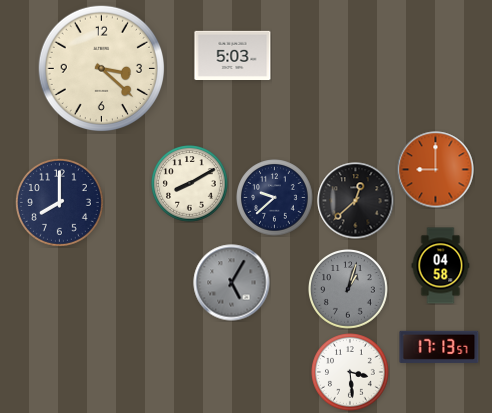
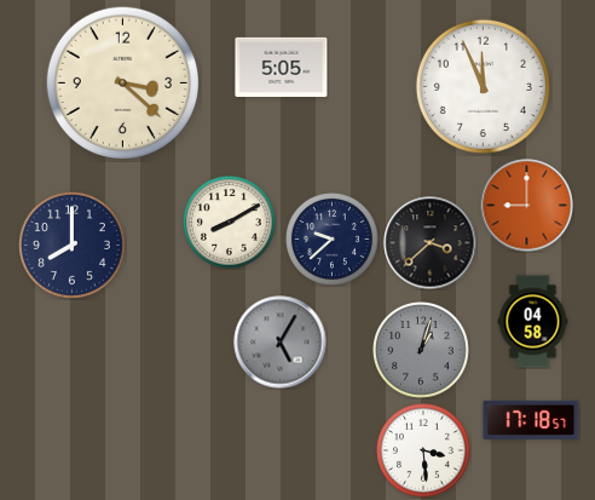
clock at (233, 55): 5:03 -> 5:05
clock at (483, 86): none -> 11:56
clock at (356, 201): 12:38 -> 3:38
clock at (439, 347): 17:13 -> 17:18
